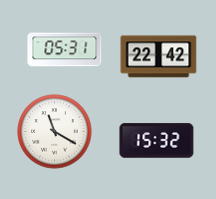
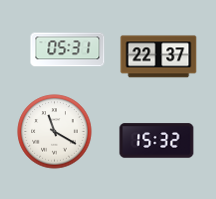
clock at (65, 50) position: (65, 50) -> (68, 50)
clock at (159, 57): 22:42 -> 22:37
